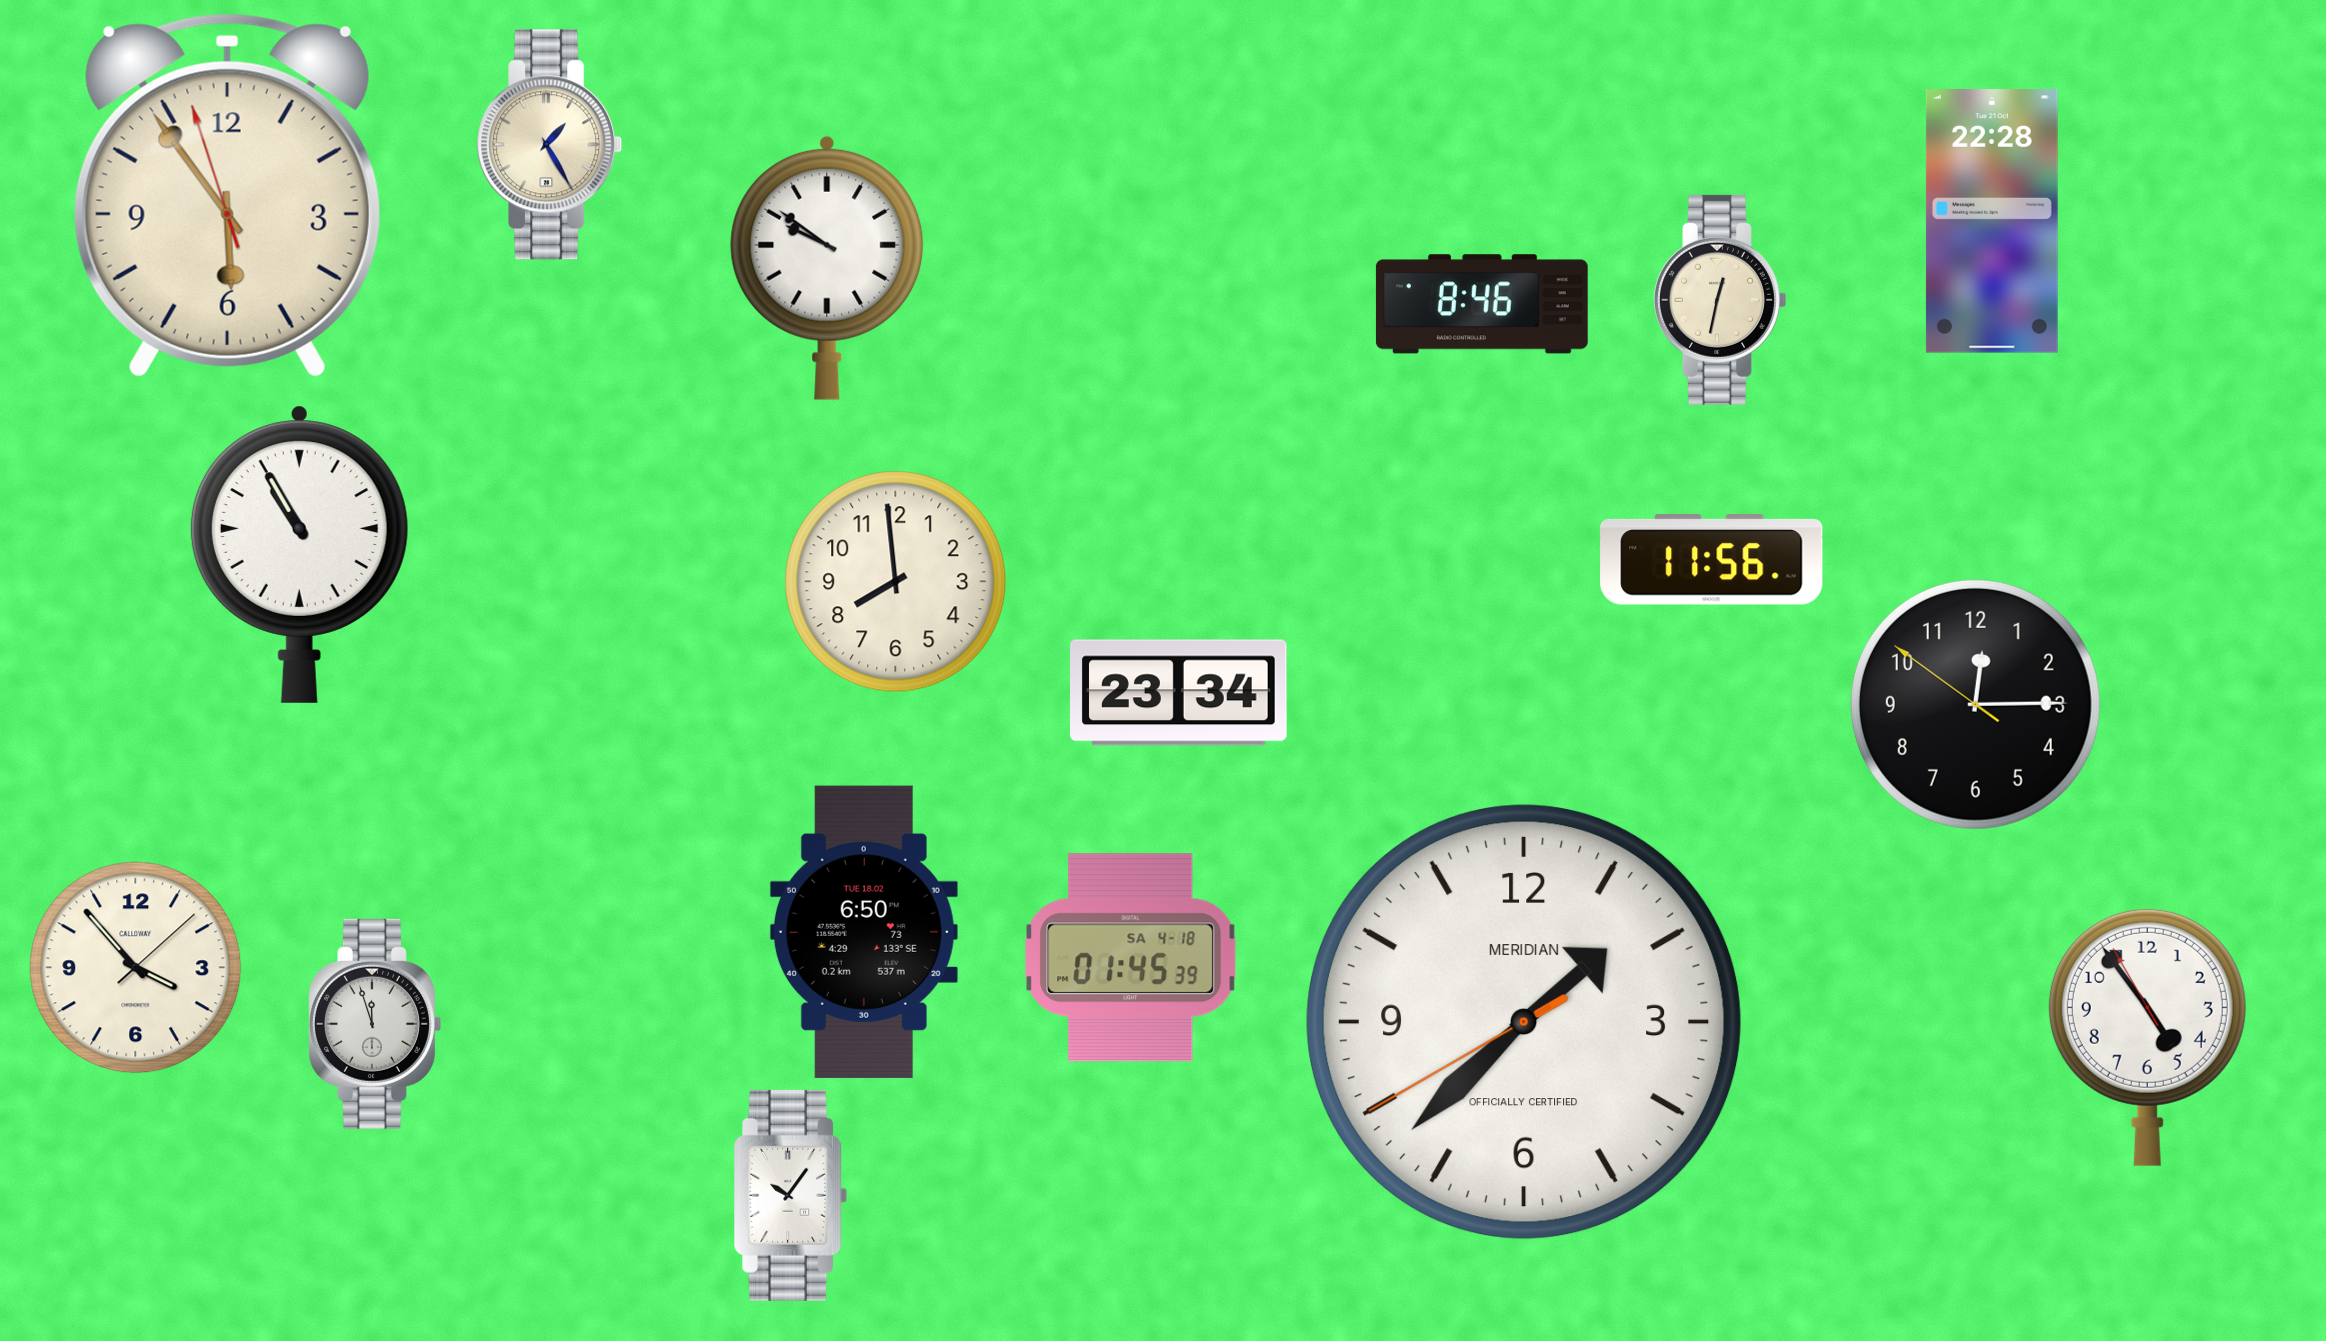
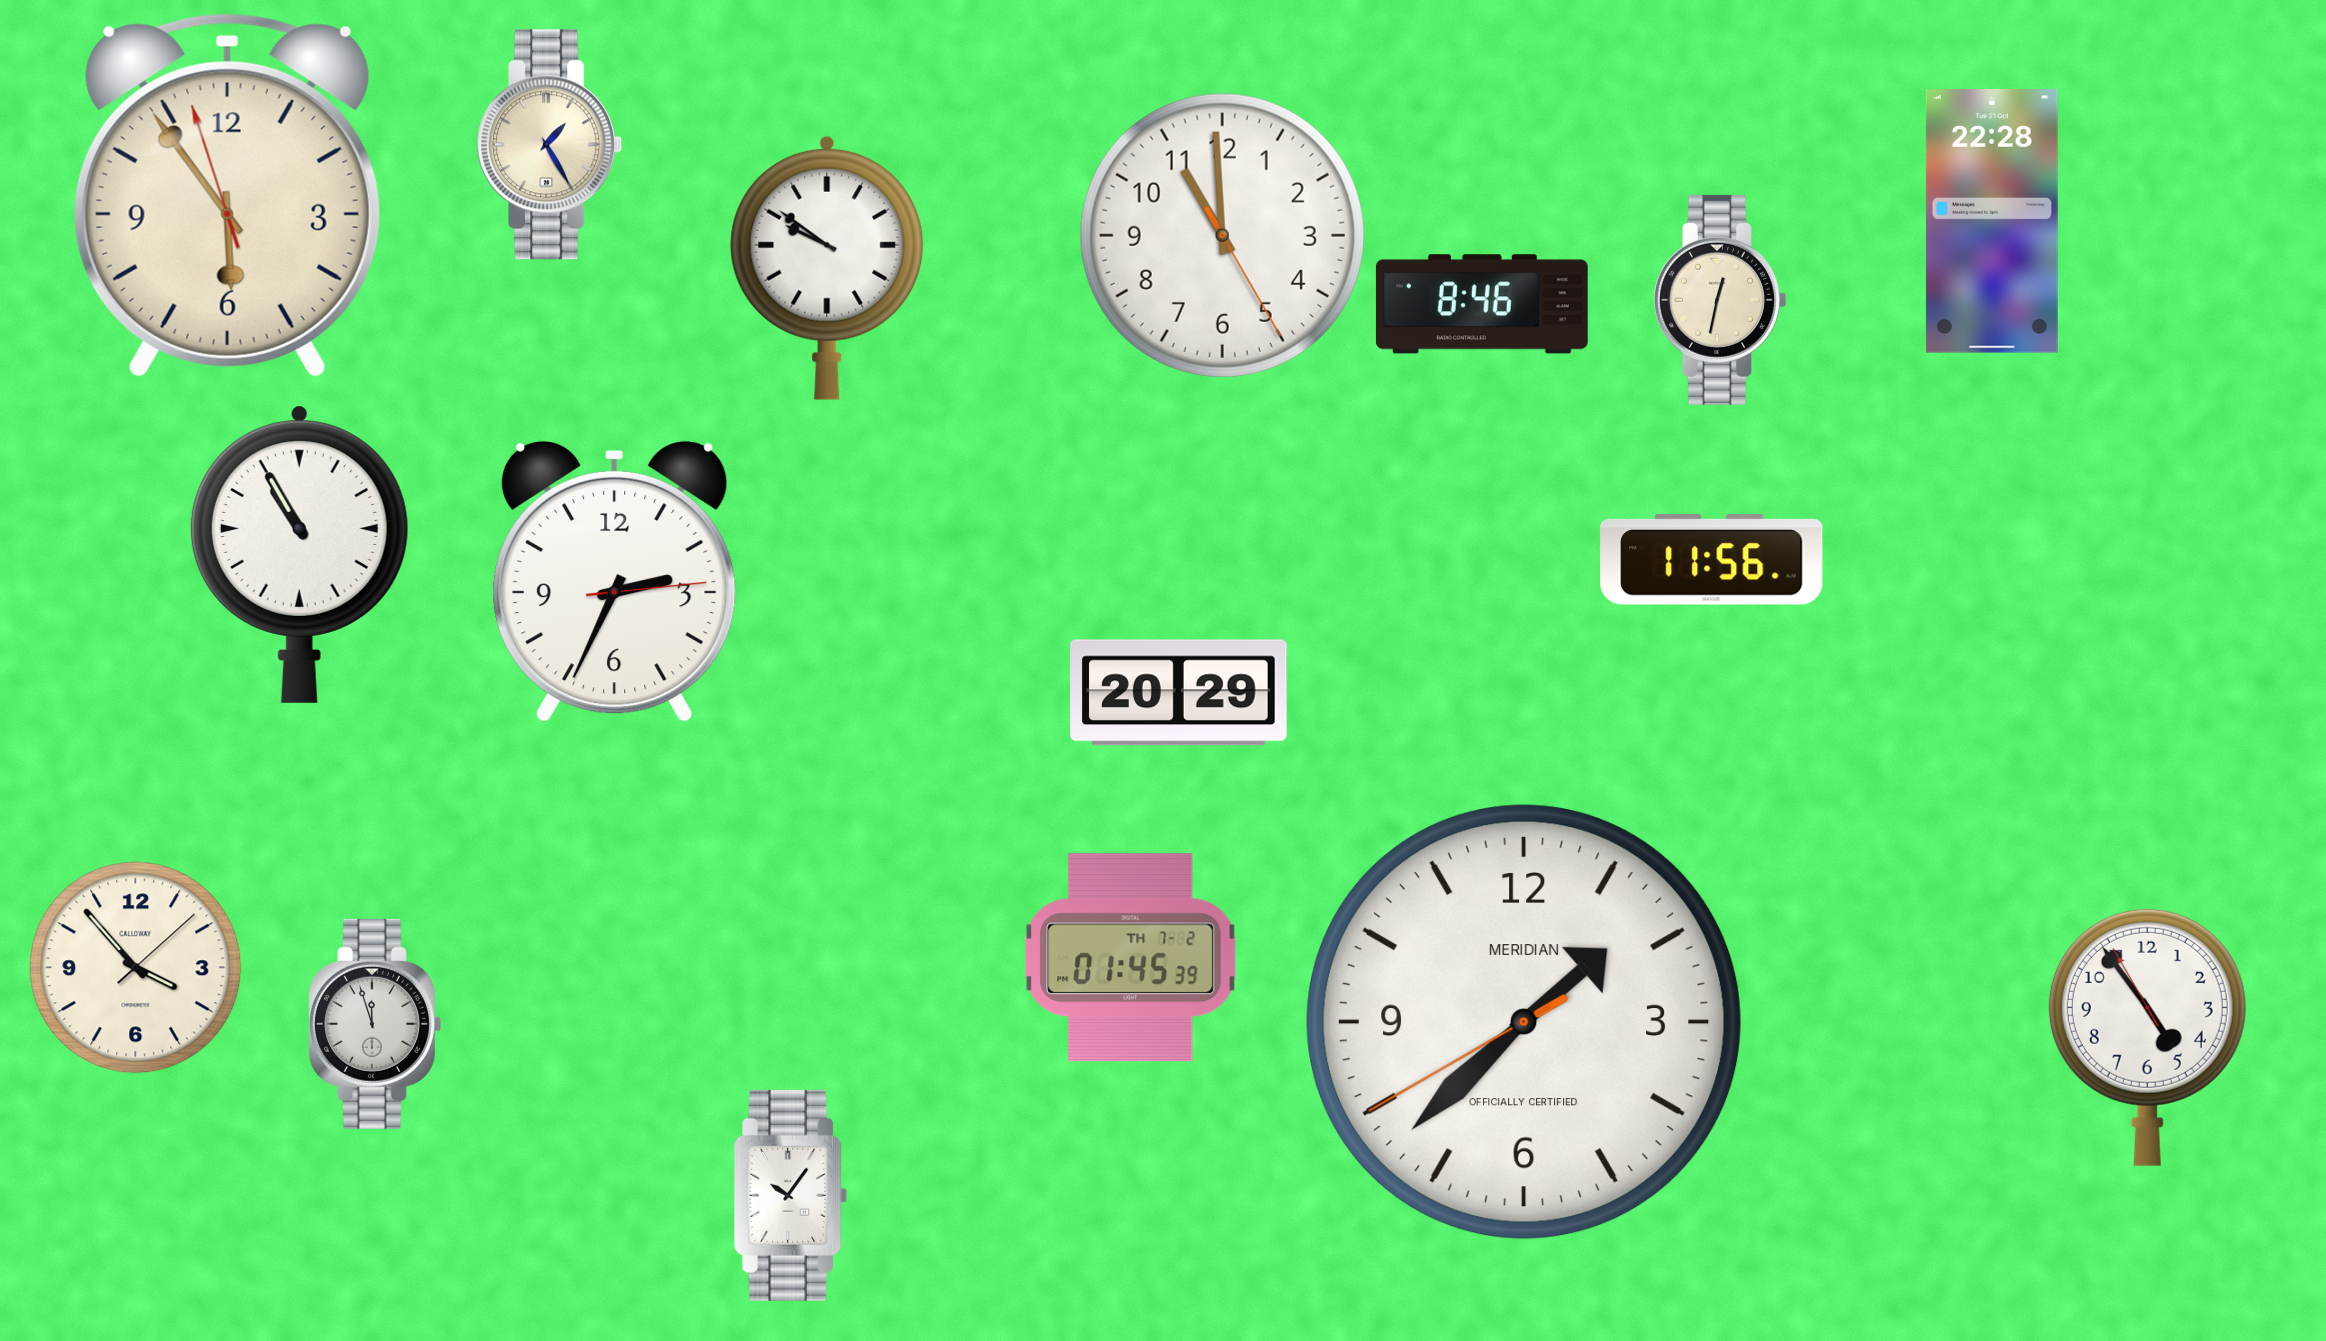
clock at (1222, 235): none -> 10:59
clock at (615, 581): none -> 2:34
clock at (896, 582): 7:59 -> none
clock at (1179, 693): 23:34 -> 20:29
clock at (1975, 704): 12:14 -> none
clock at (864, 932): 6:50 -> none
clock at (1131, 958) date: SA 4-18 -> TH 7-2
